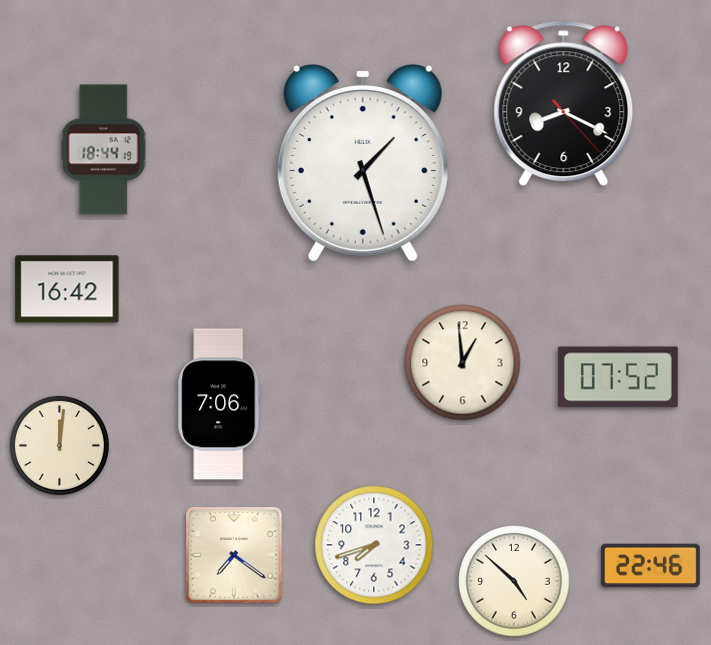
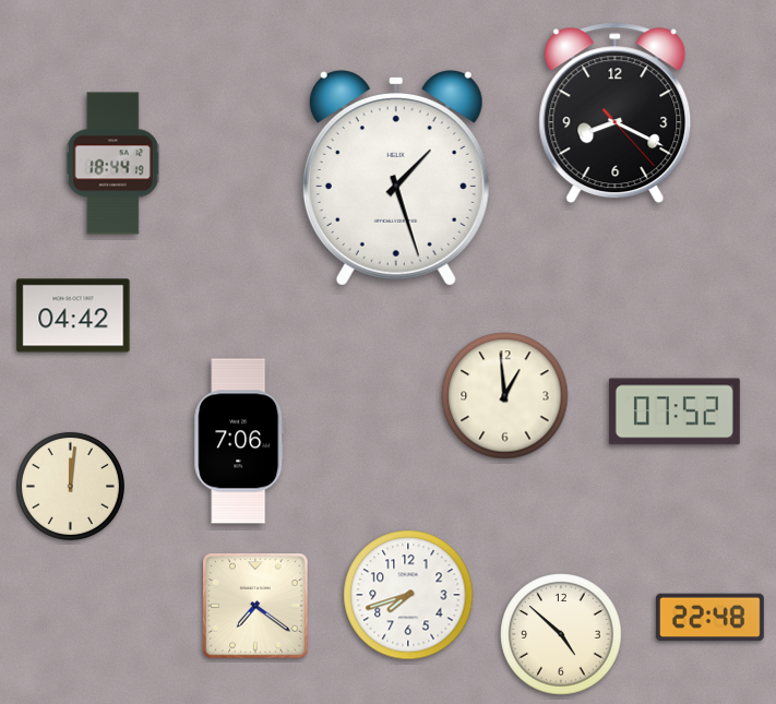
clock at (67, 289): 16:42 -> 04:42
clock at (59, 445) position: (59, 445) -> (70, 486)
clock at (650, 566): 22:46 -> 22:48
